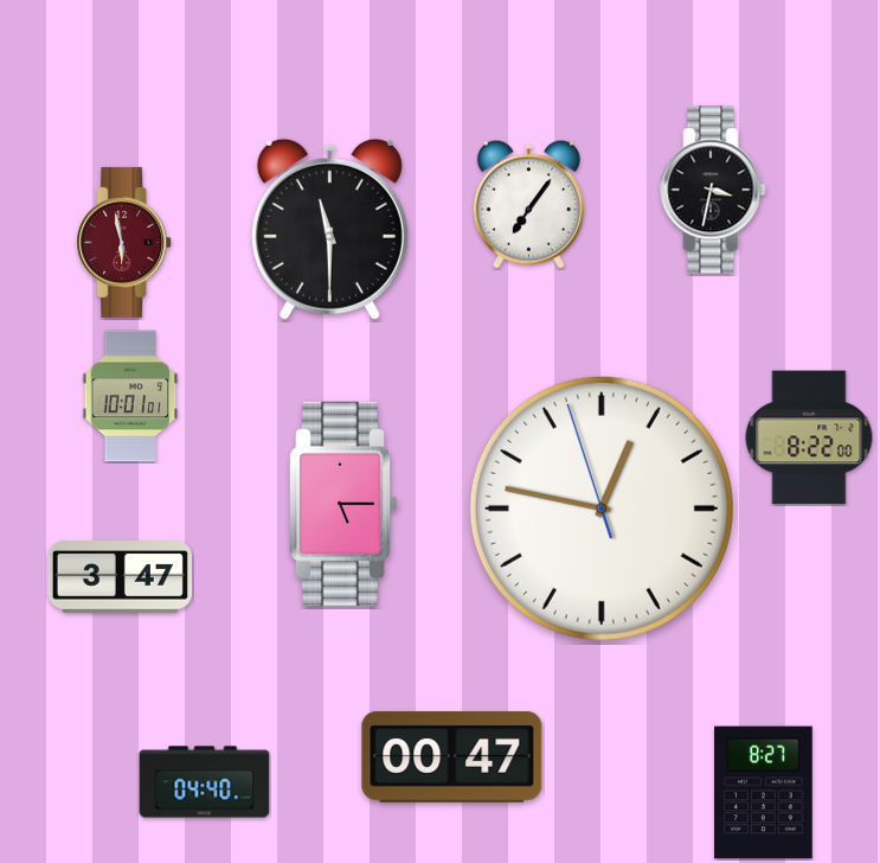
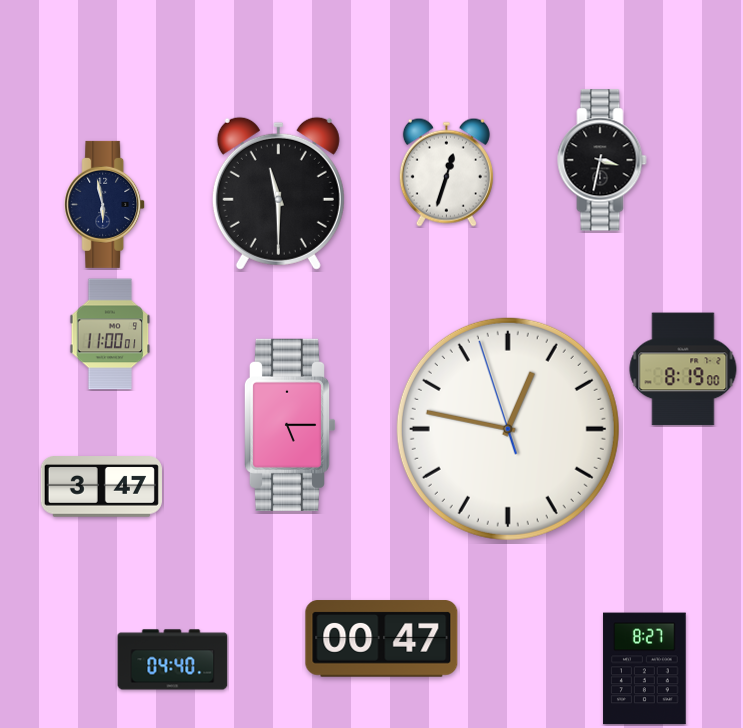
clock at (528, 204): 7:06 -> 12:33
clock at (124, 242) dial: burgundy -> navy
clock at (130, 396): 10:01 -> 11:00
clock at (809, 437): 8:22 -> 8:19
